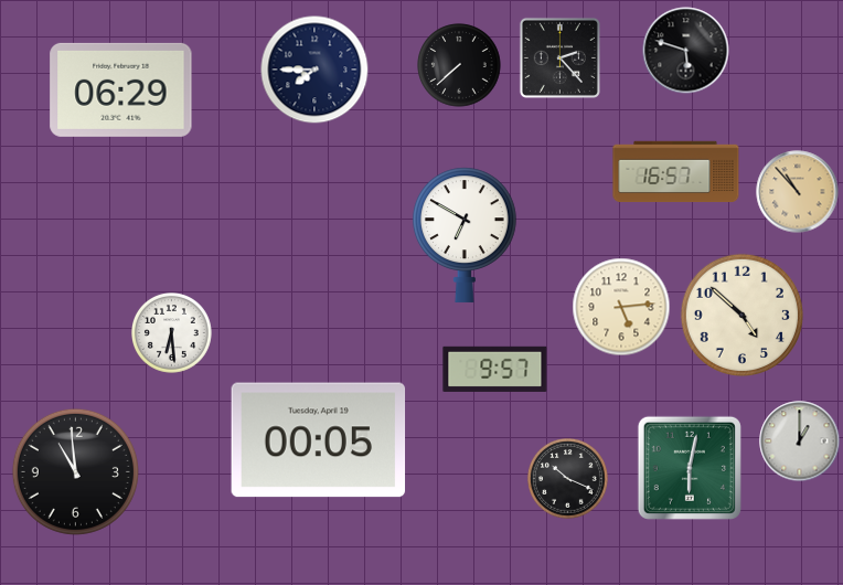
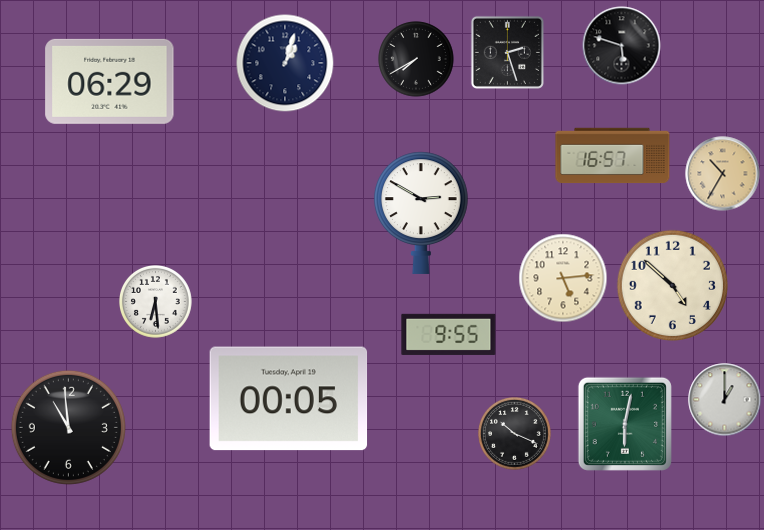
clock at (559, 57): 2:23 -> 2:27
clock at (459, 65): 7:38 -> 7:40
clock at (314, 70): 7:45 -> 1:03
clock at (798, 192): 10:53 -> 10:35
clock at (465, 235): 6:50 -> 2:50
clock at (495, 369): 9:57 -> 9:55
